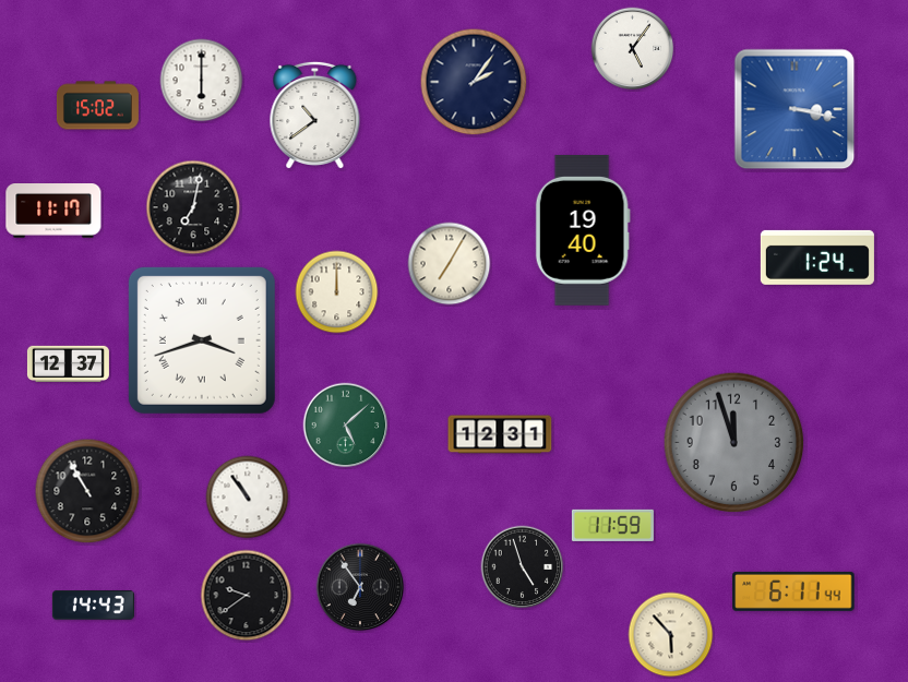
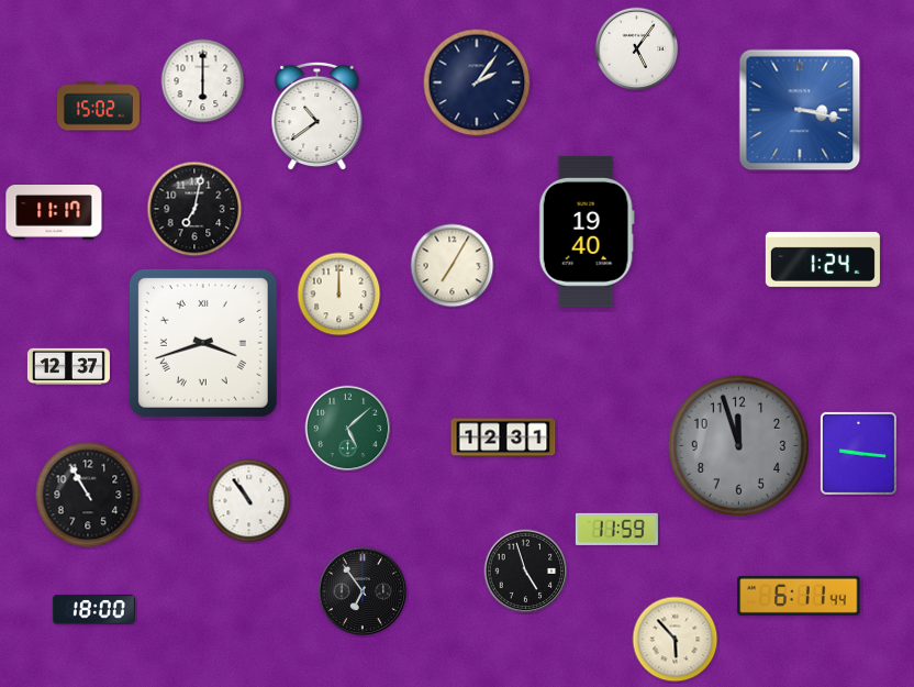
clock at (858, 453): none -> 9:16
clock at (247, 596): 9:39 -> none
clock at (93, 606): 14:43 -> 18:00
